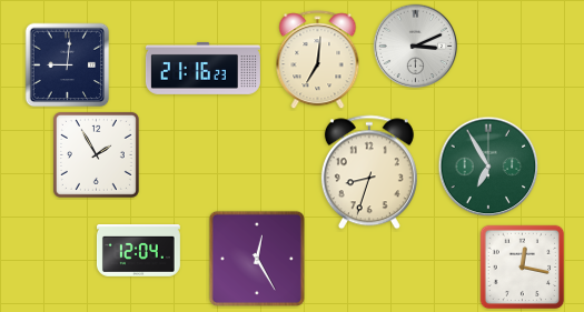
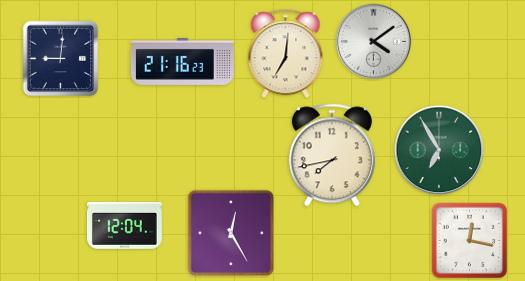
clock at (416, 47): 3:11 -> 4:09
clock at (96, 154): 1:55 -> none
clock at (369, 172): 8:33 -> 7:43
